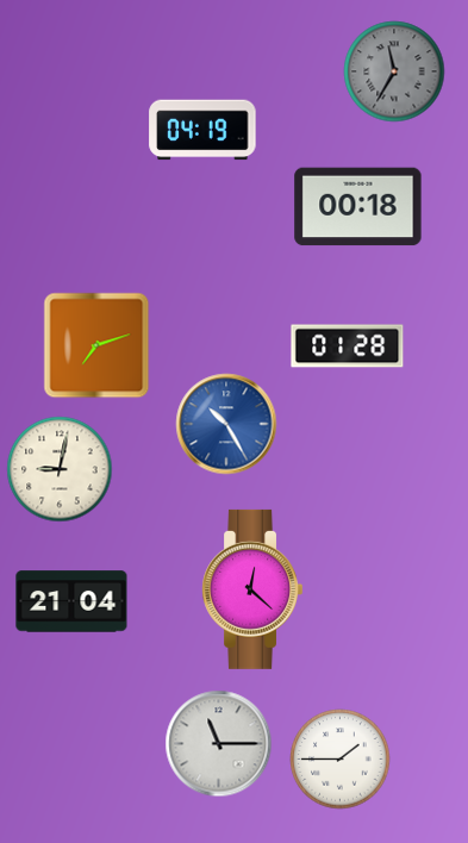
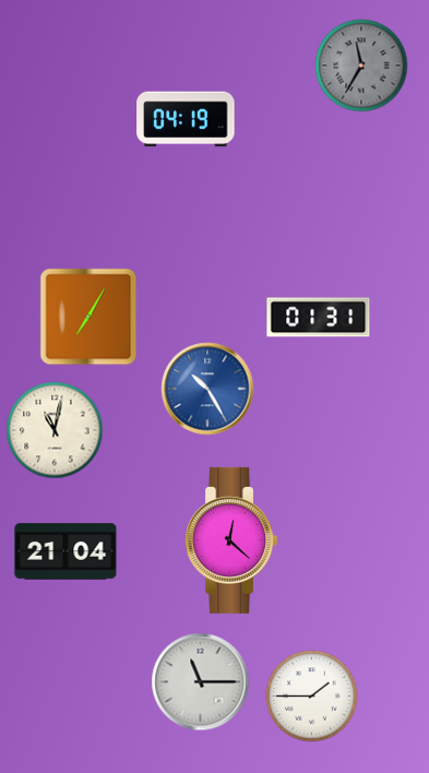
clock at (358, 207): 00:18 -> none
clock at (96, 345): 7:12 -> 7:05
clock at (348, 346): 01:28 -> 01:31
clock at (60, 469): 9:02 -> 11:02
